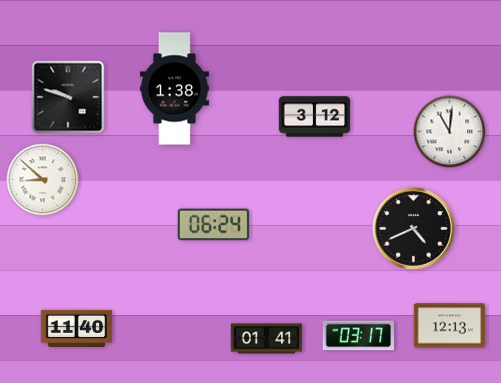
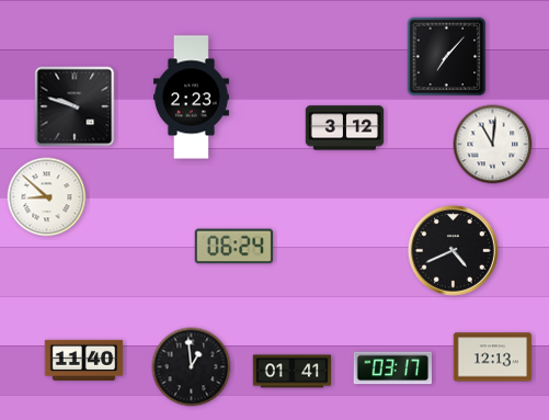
clock at (447, 57): none -> 7:07
clock at (174, 89): 1:38 -> 2:23
clock at (192, 367): none -> 12:59
